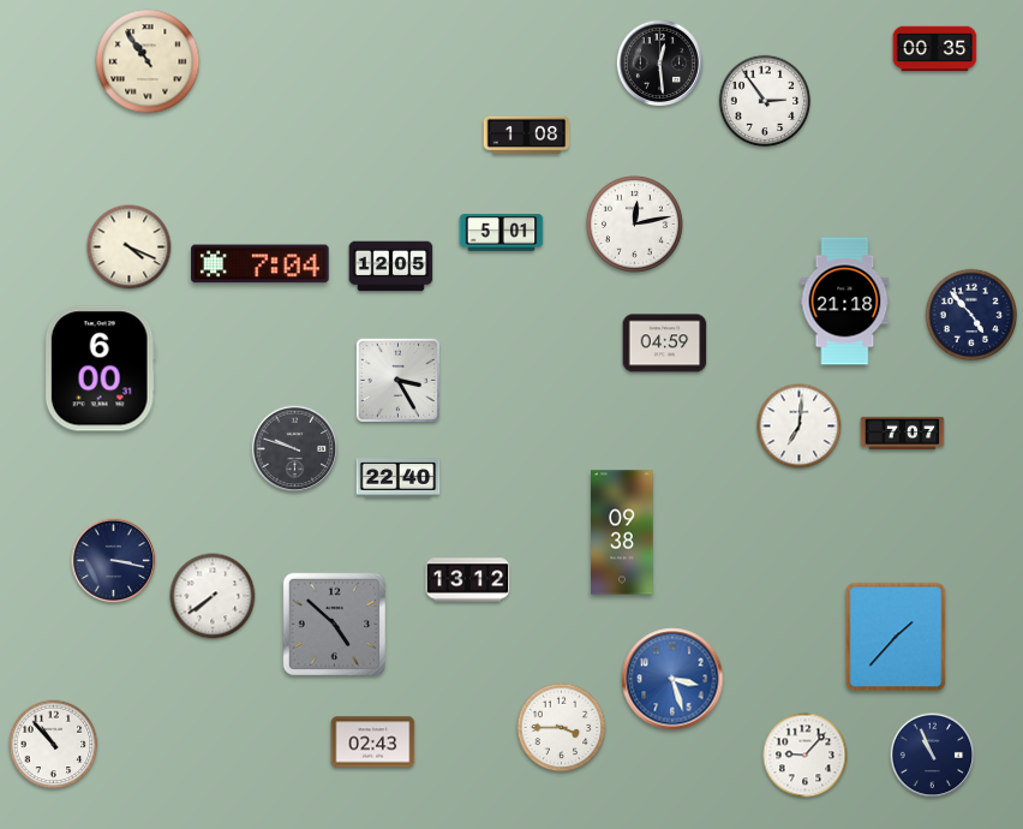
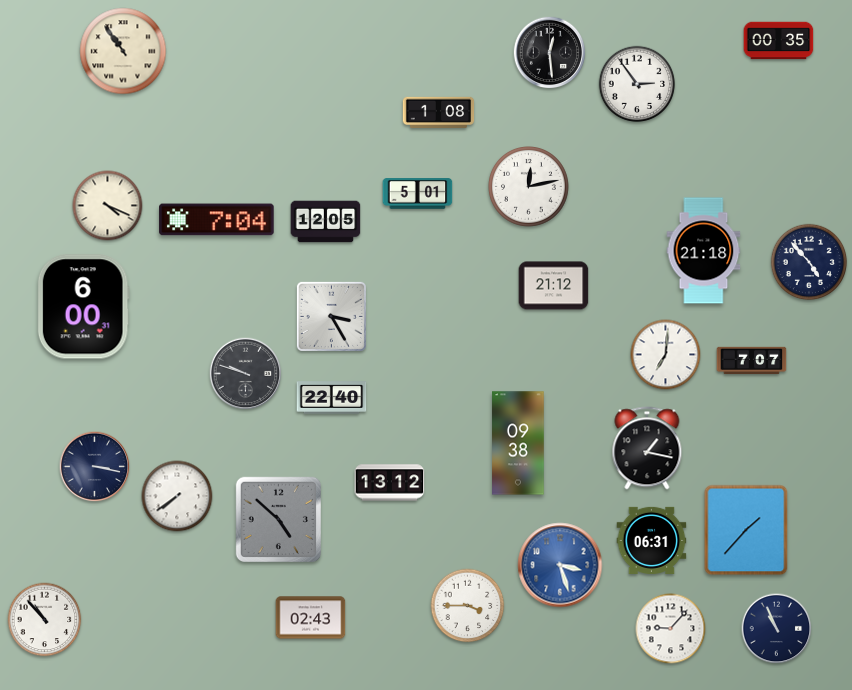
clock at (665, 344): 04:59 -> 21:12
clock at (647, 448): none -> 1:17
clock at (652, 540): none -> 06:31
